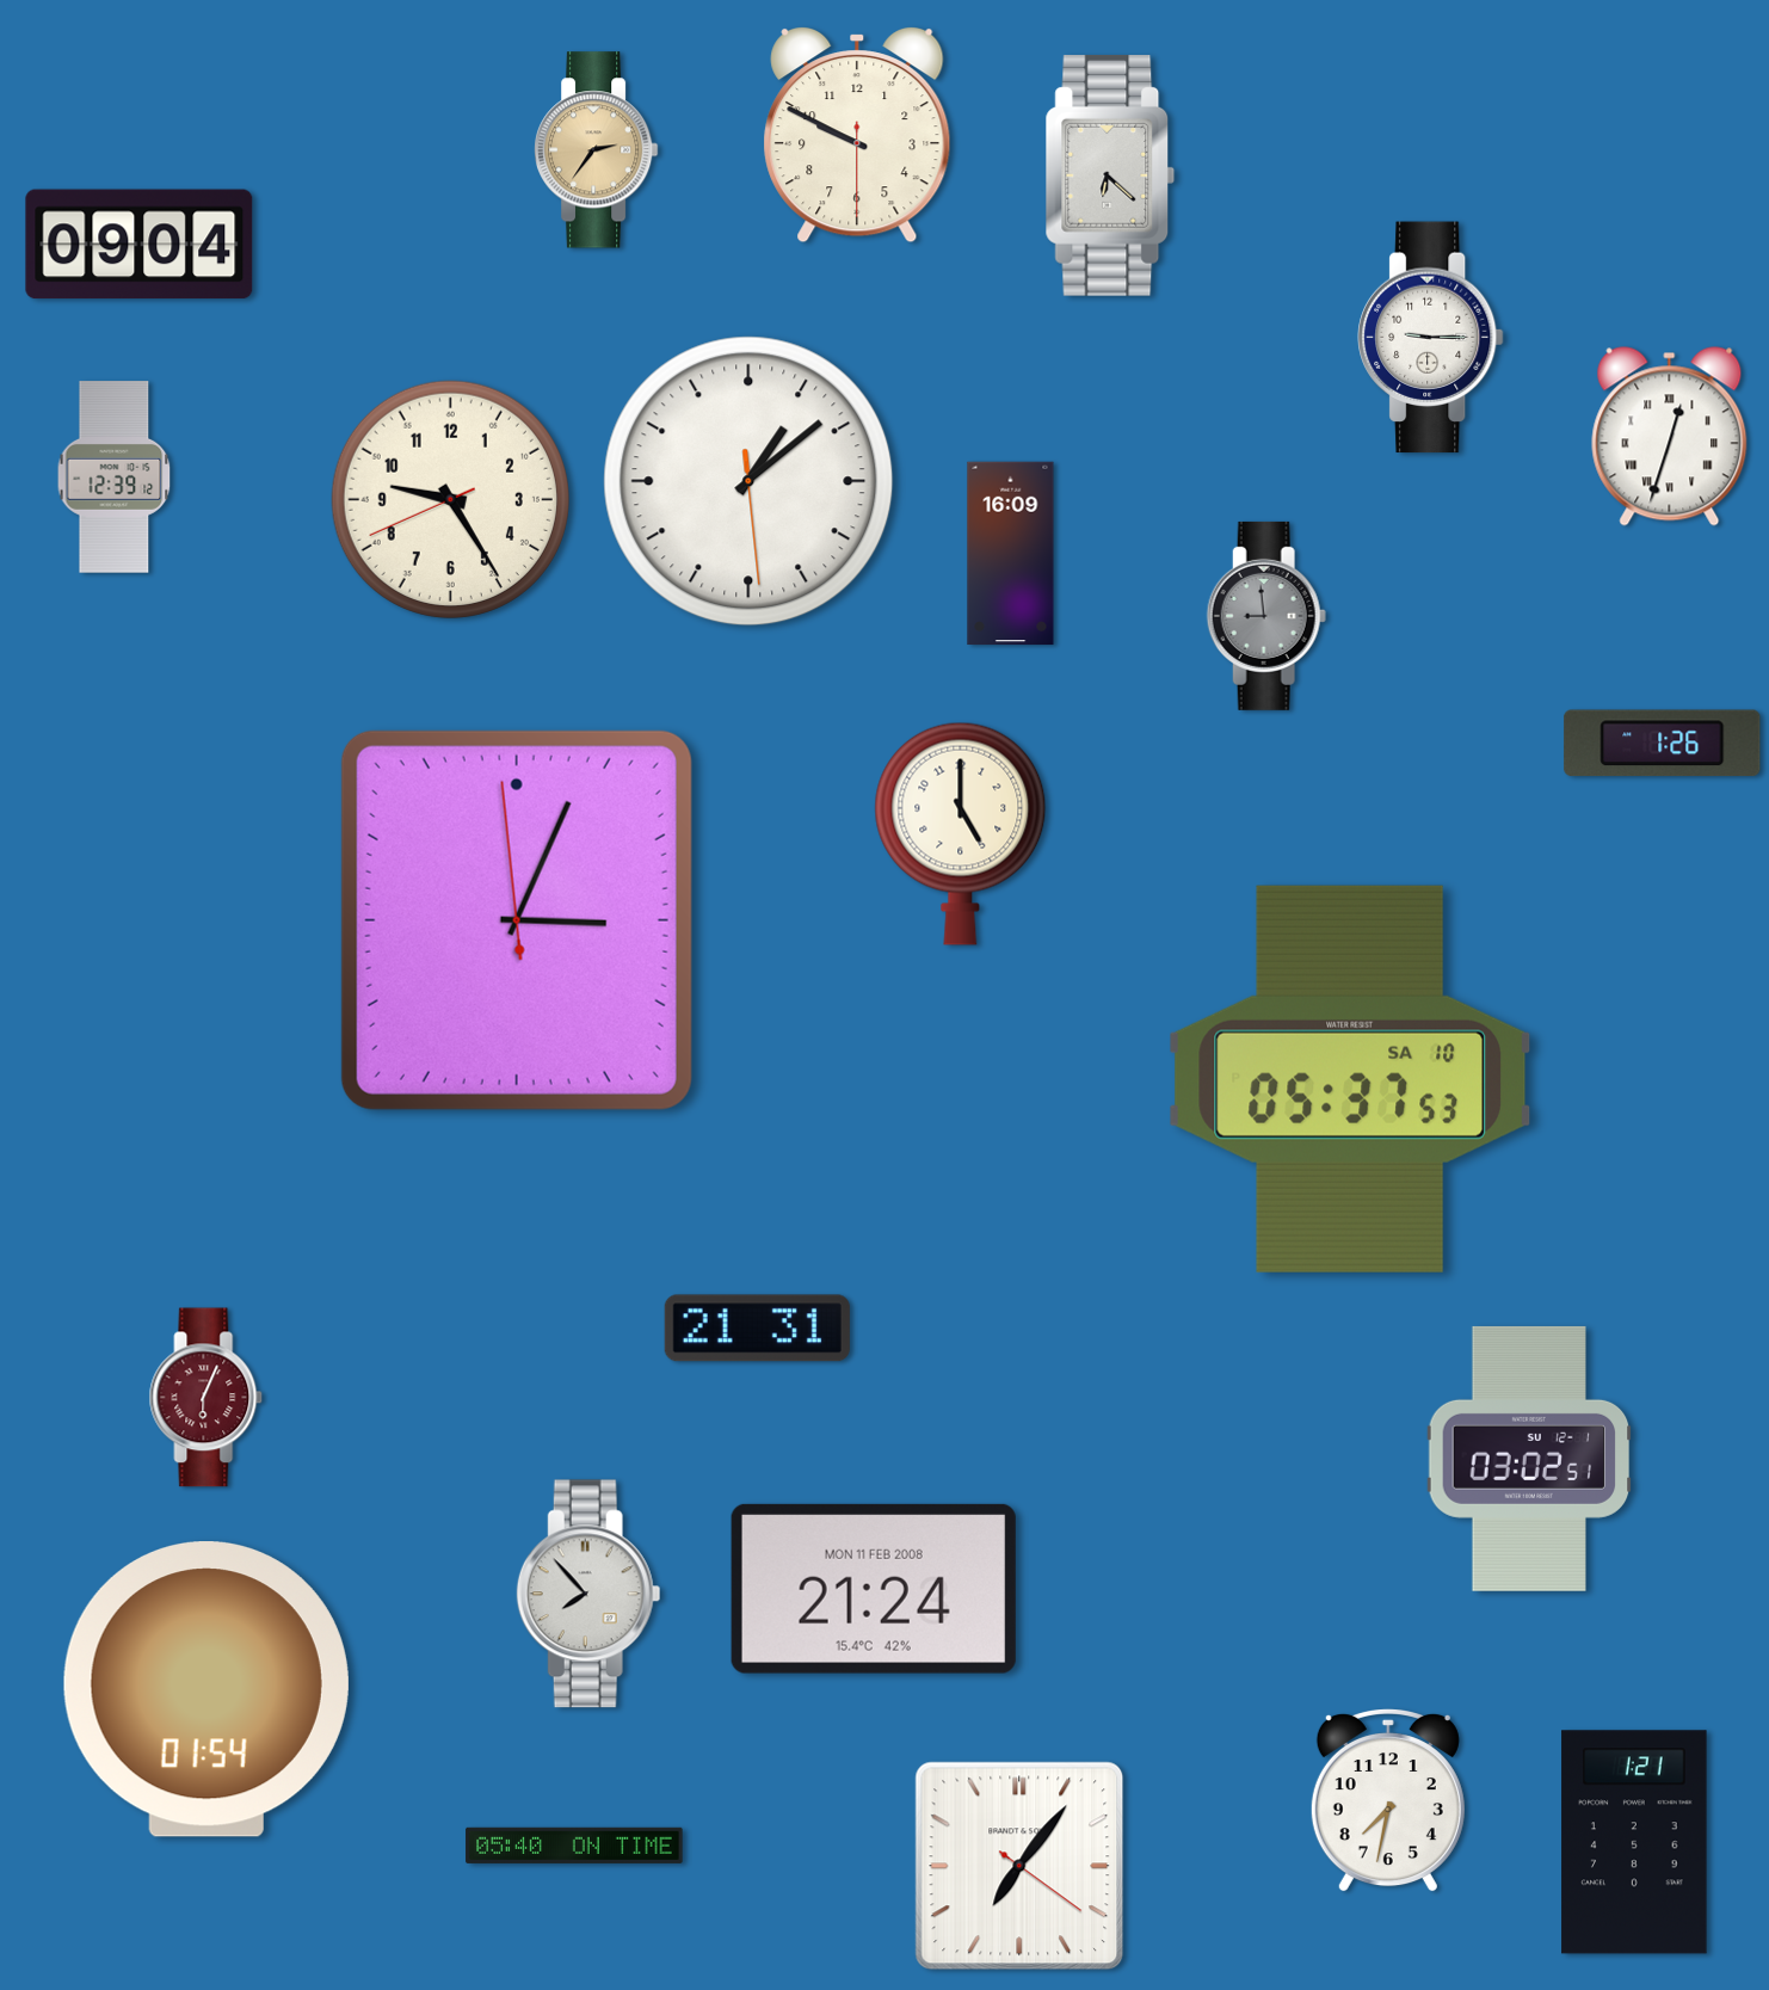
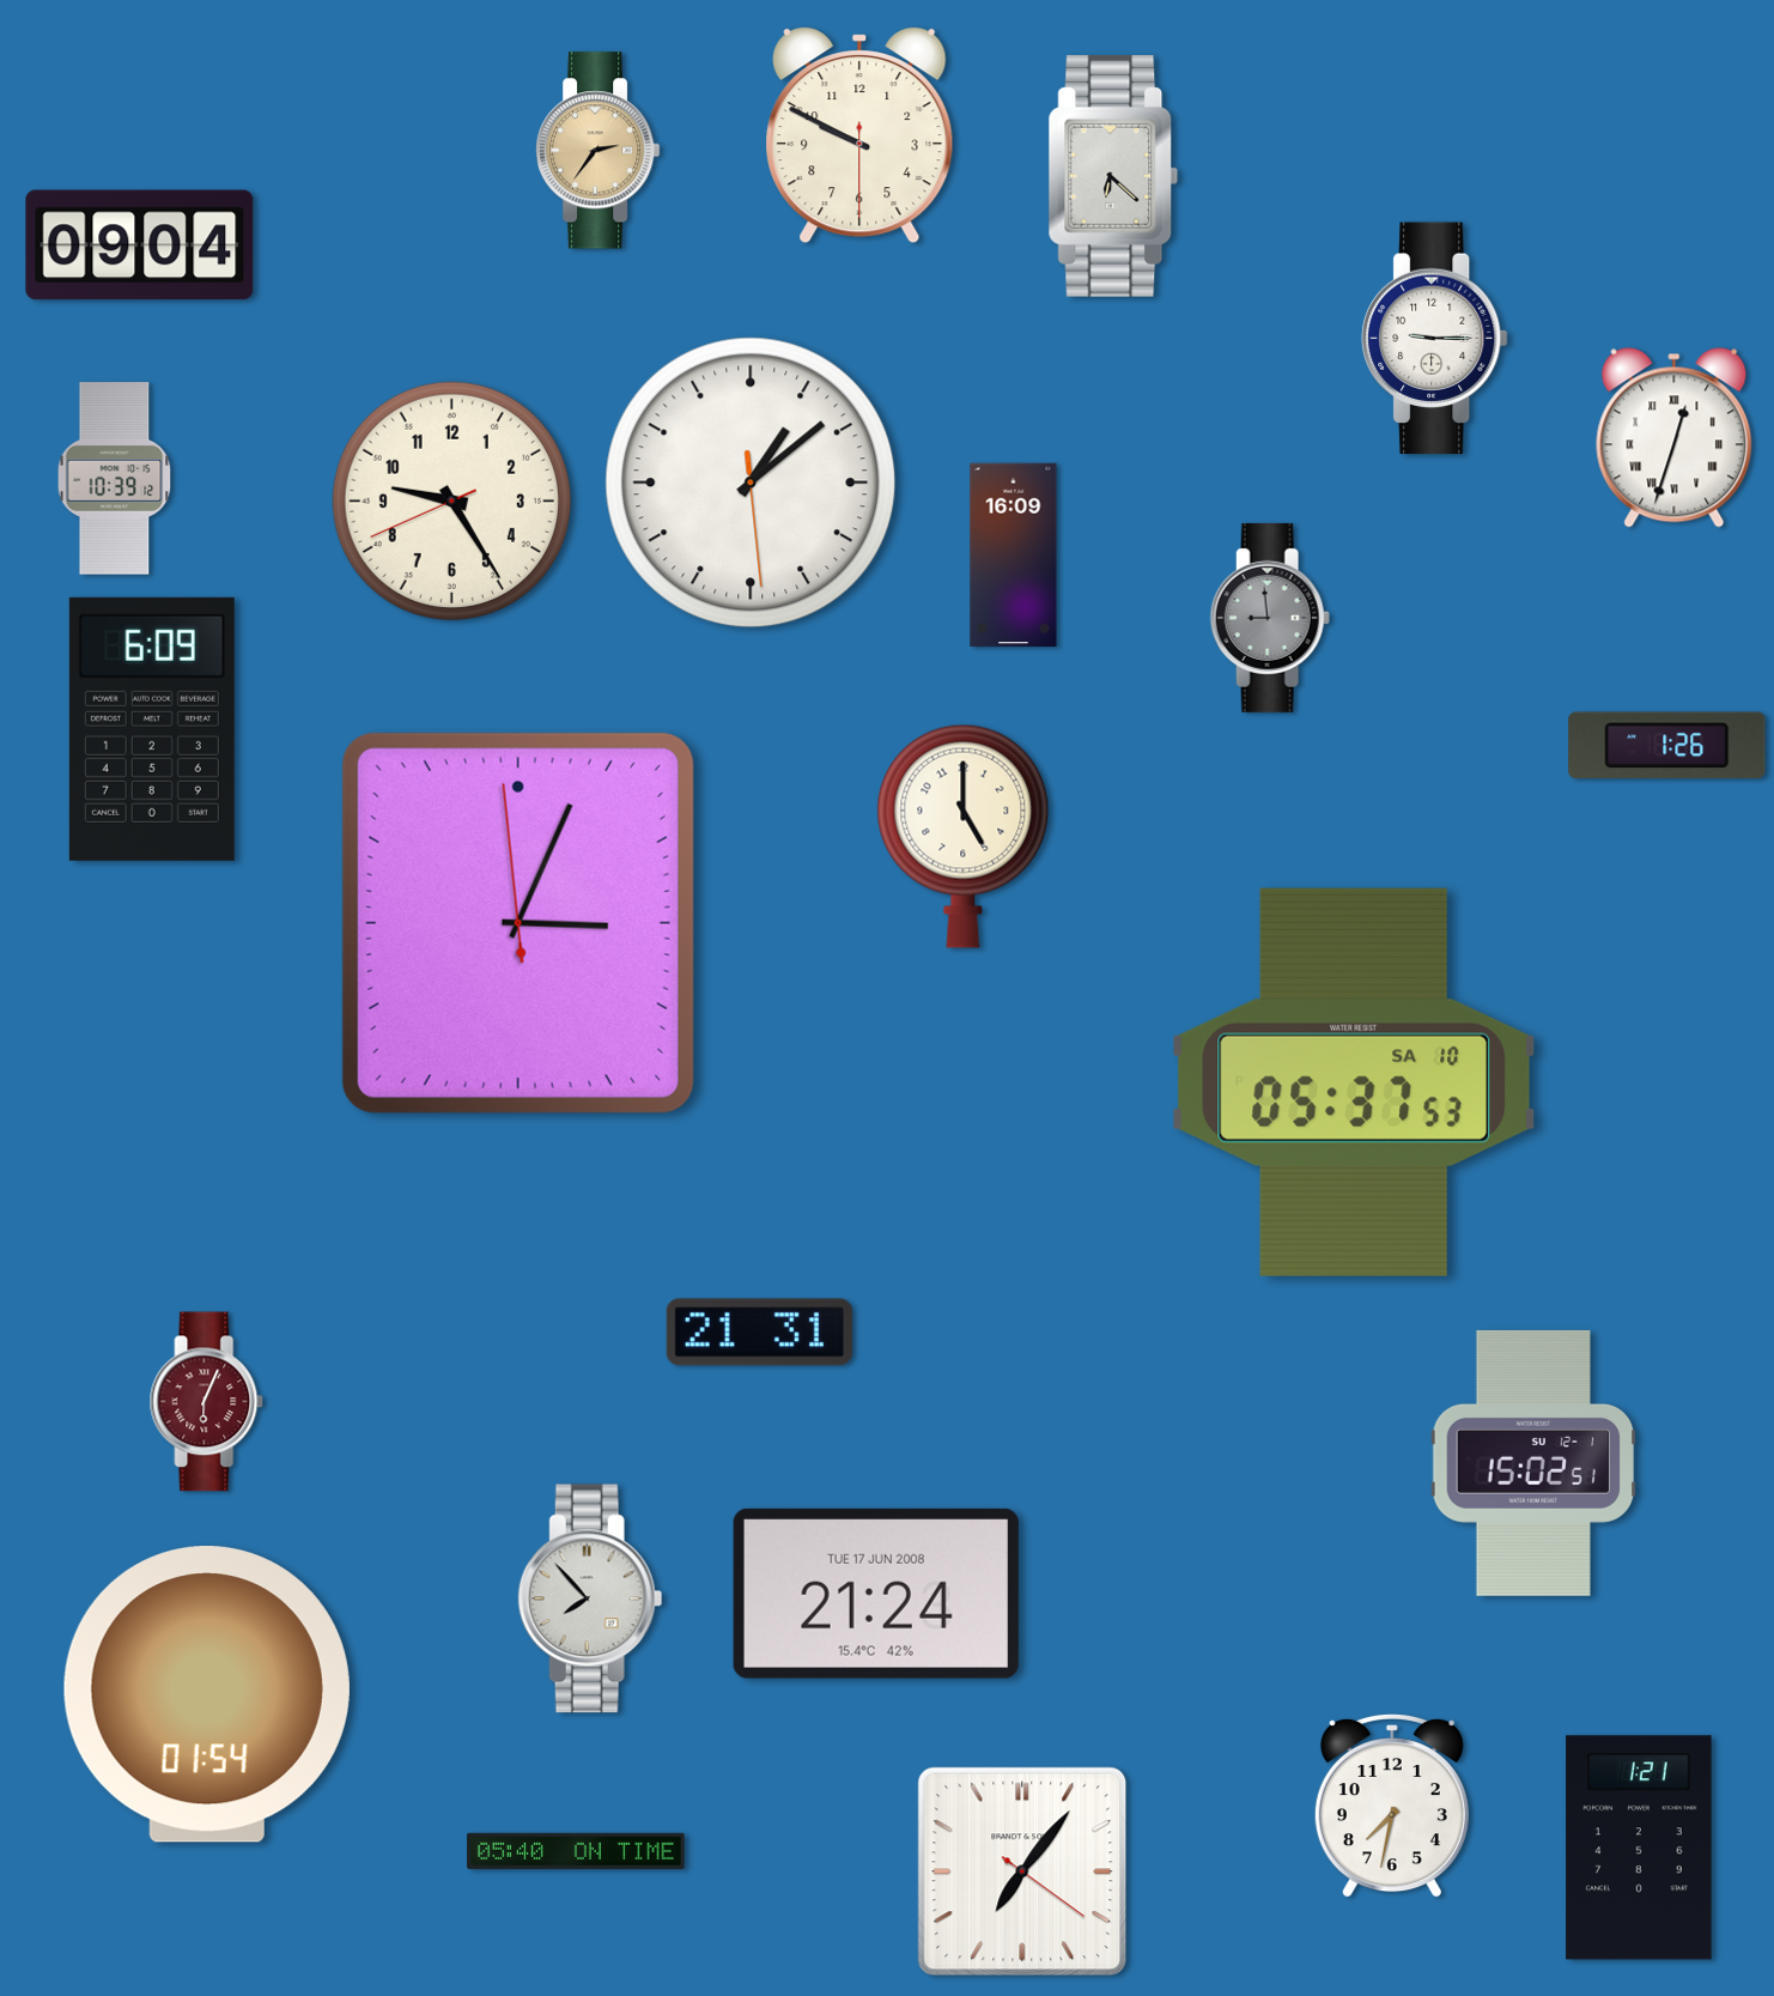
clock at (115, 478): 12:39 -> 10:39
clock at (152, 729): none -> 6:09
clock at (1529, 1459): 03:02 -> 15:02
clock at (874, 1589) date: MON 11 FEB 2008 -> TUE 17 JUN 2008
